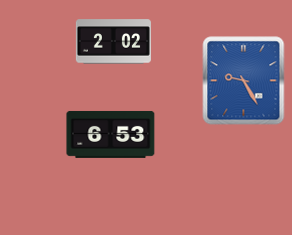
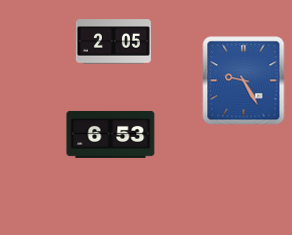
clock at (113, 42): 2:02 -> 2:05
